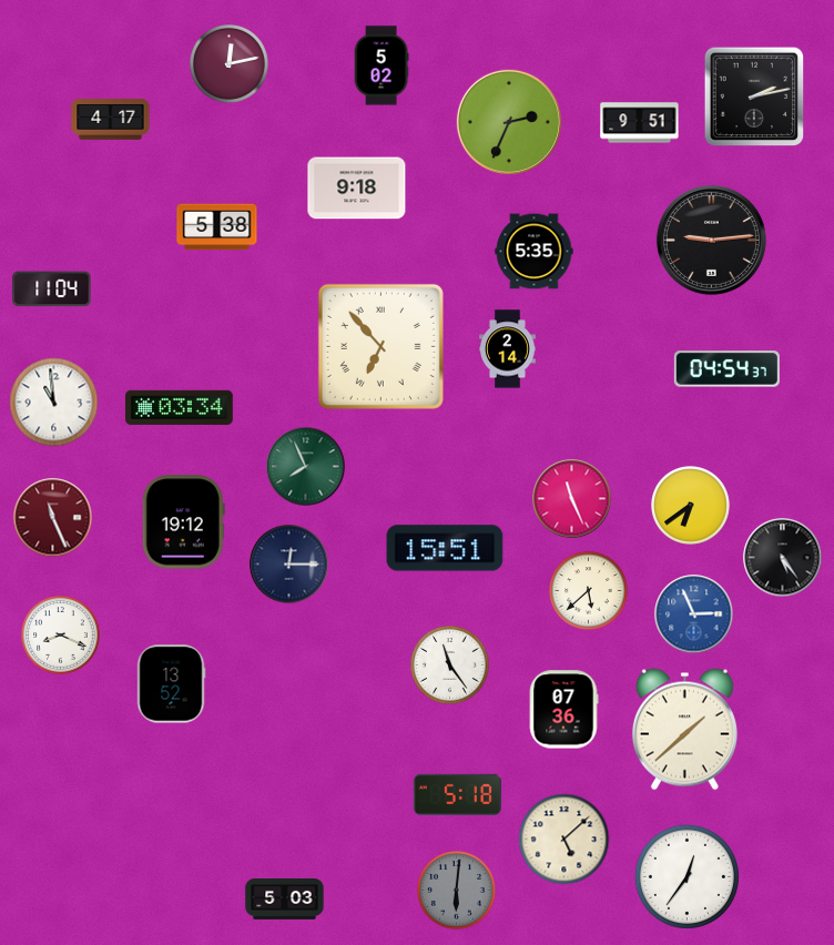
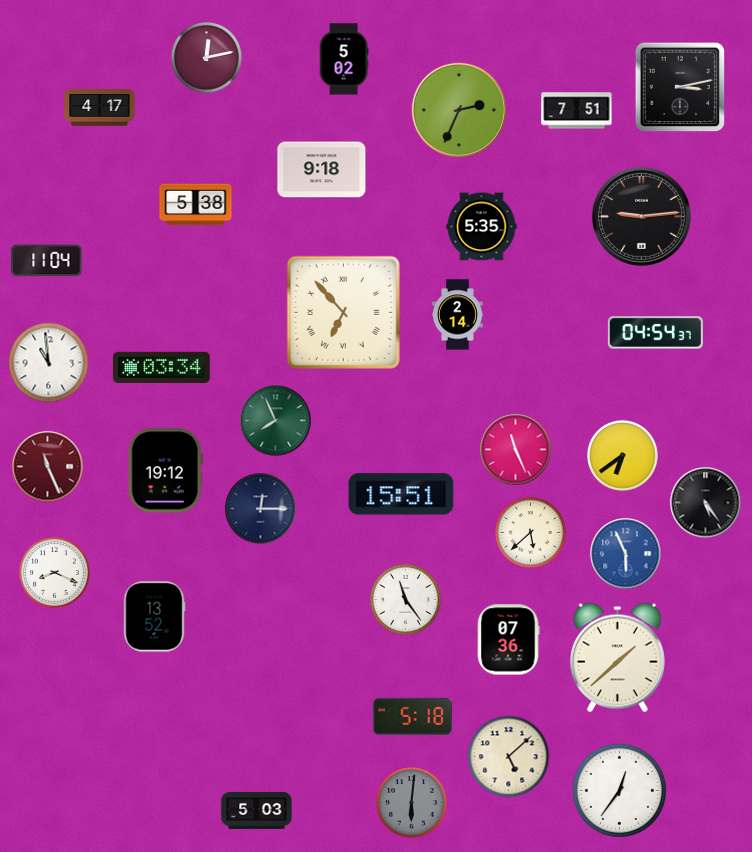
clock at (754, 96): 2:13 -> 3:13
clock at (640, 123): 9:51 -> 7:51
clock at (694, 614): 2:56 -> 5:56
